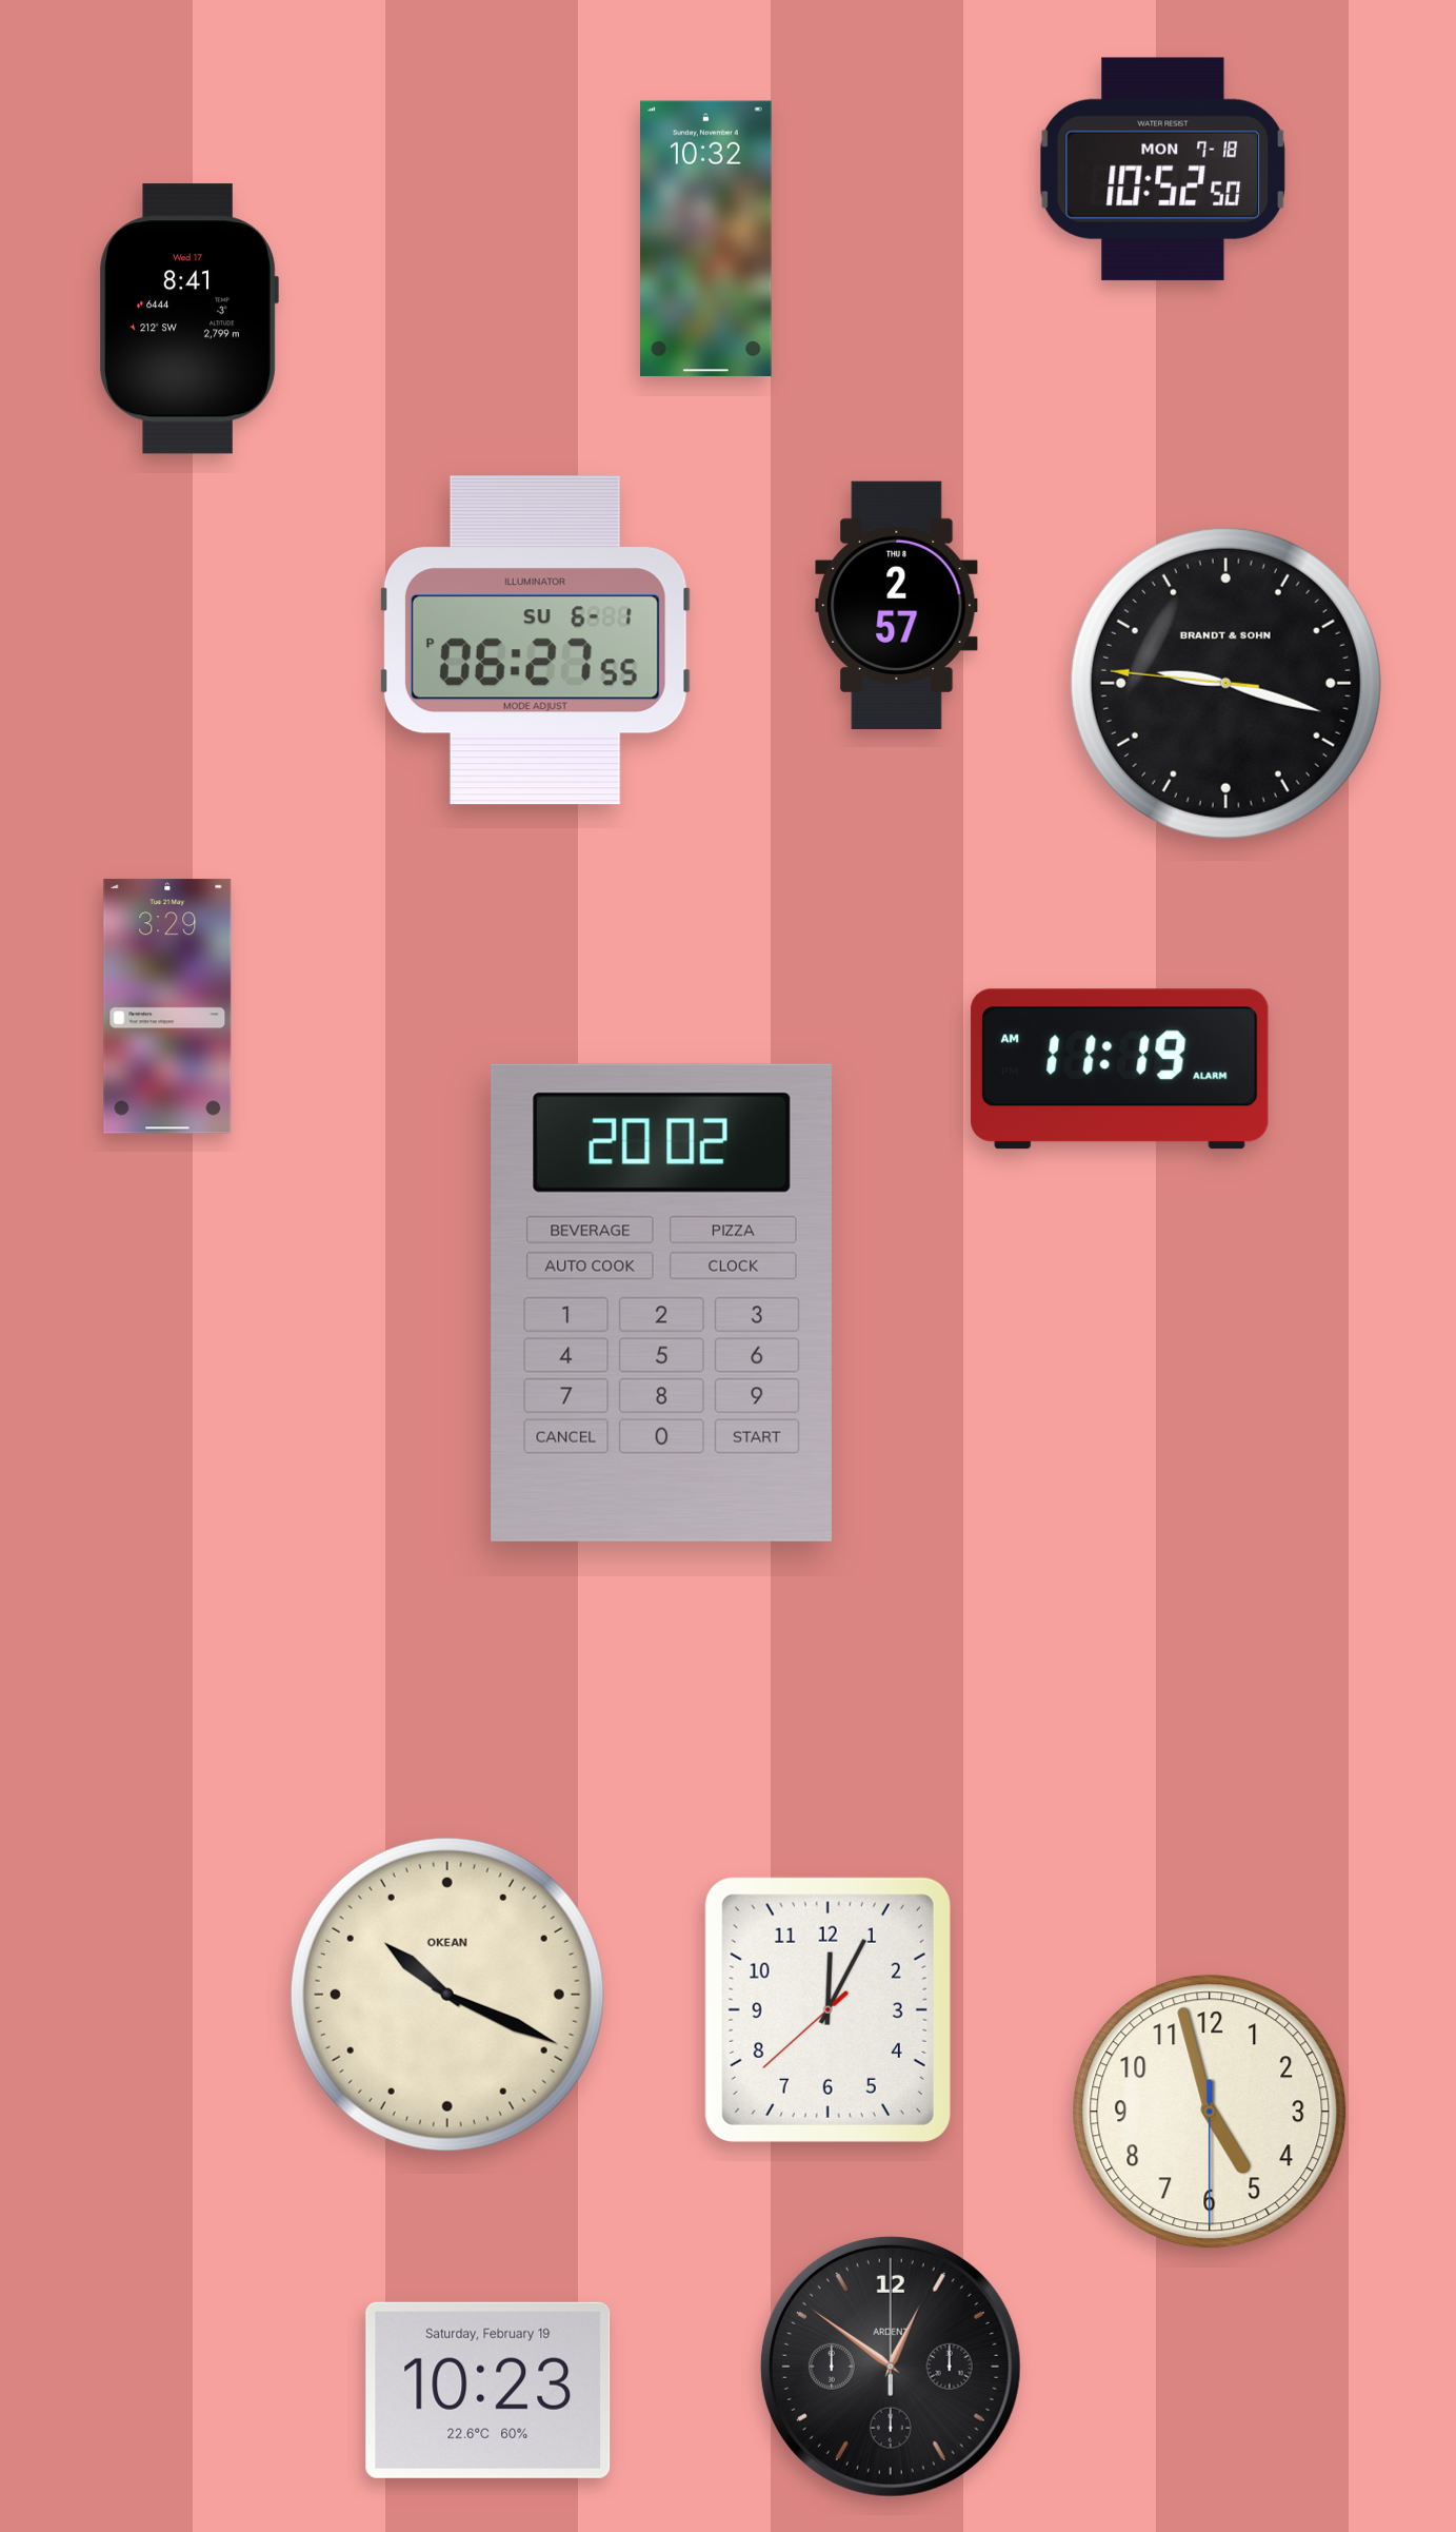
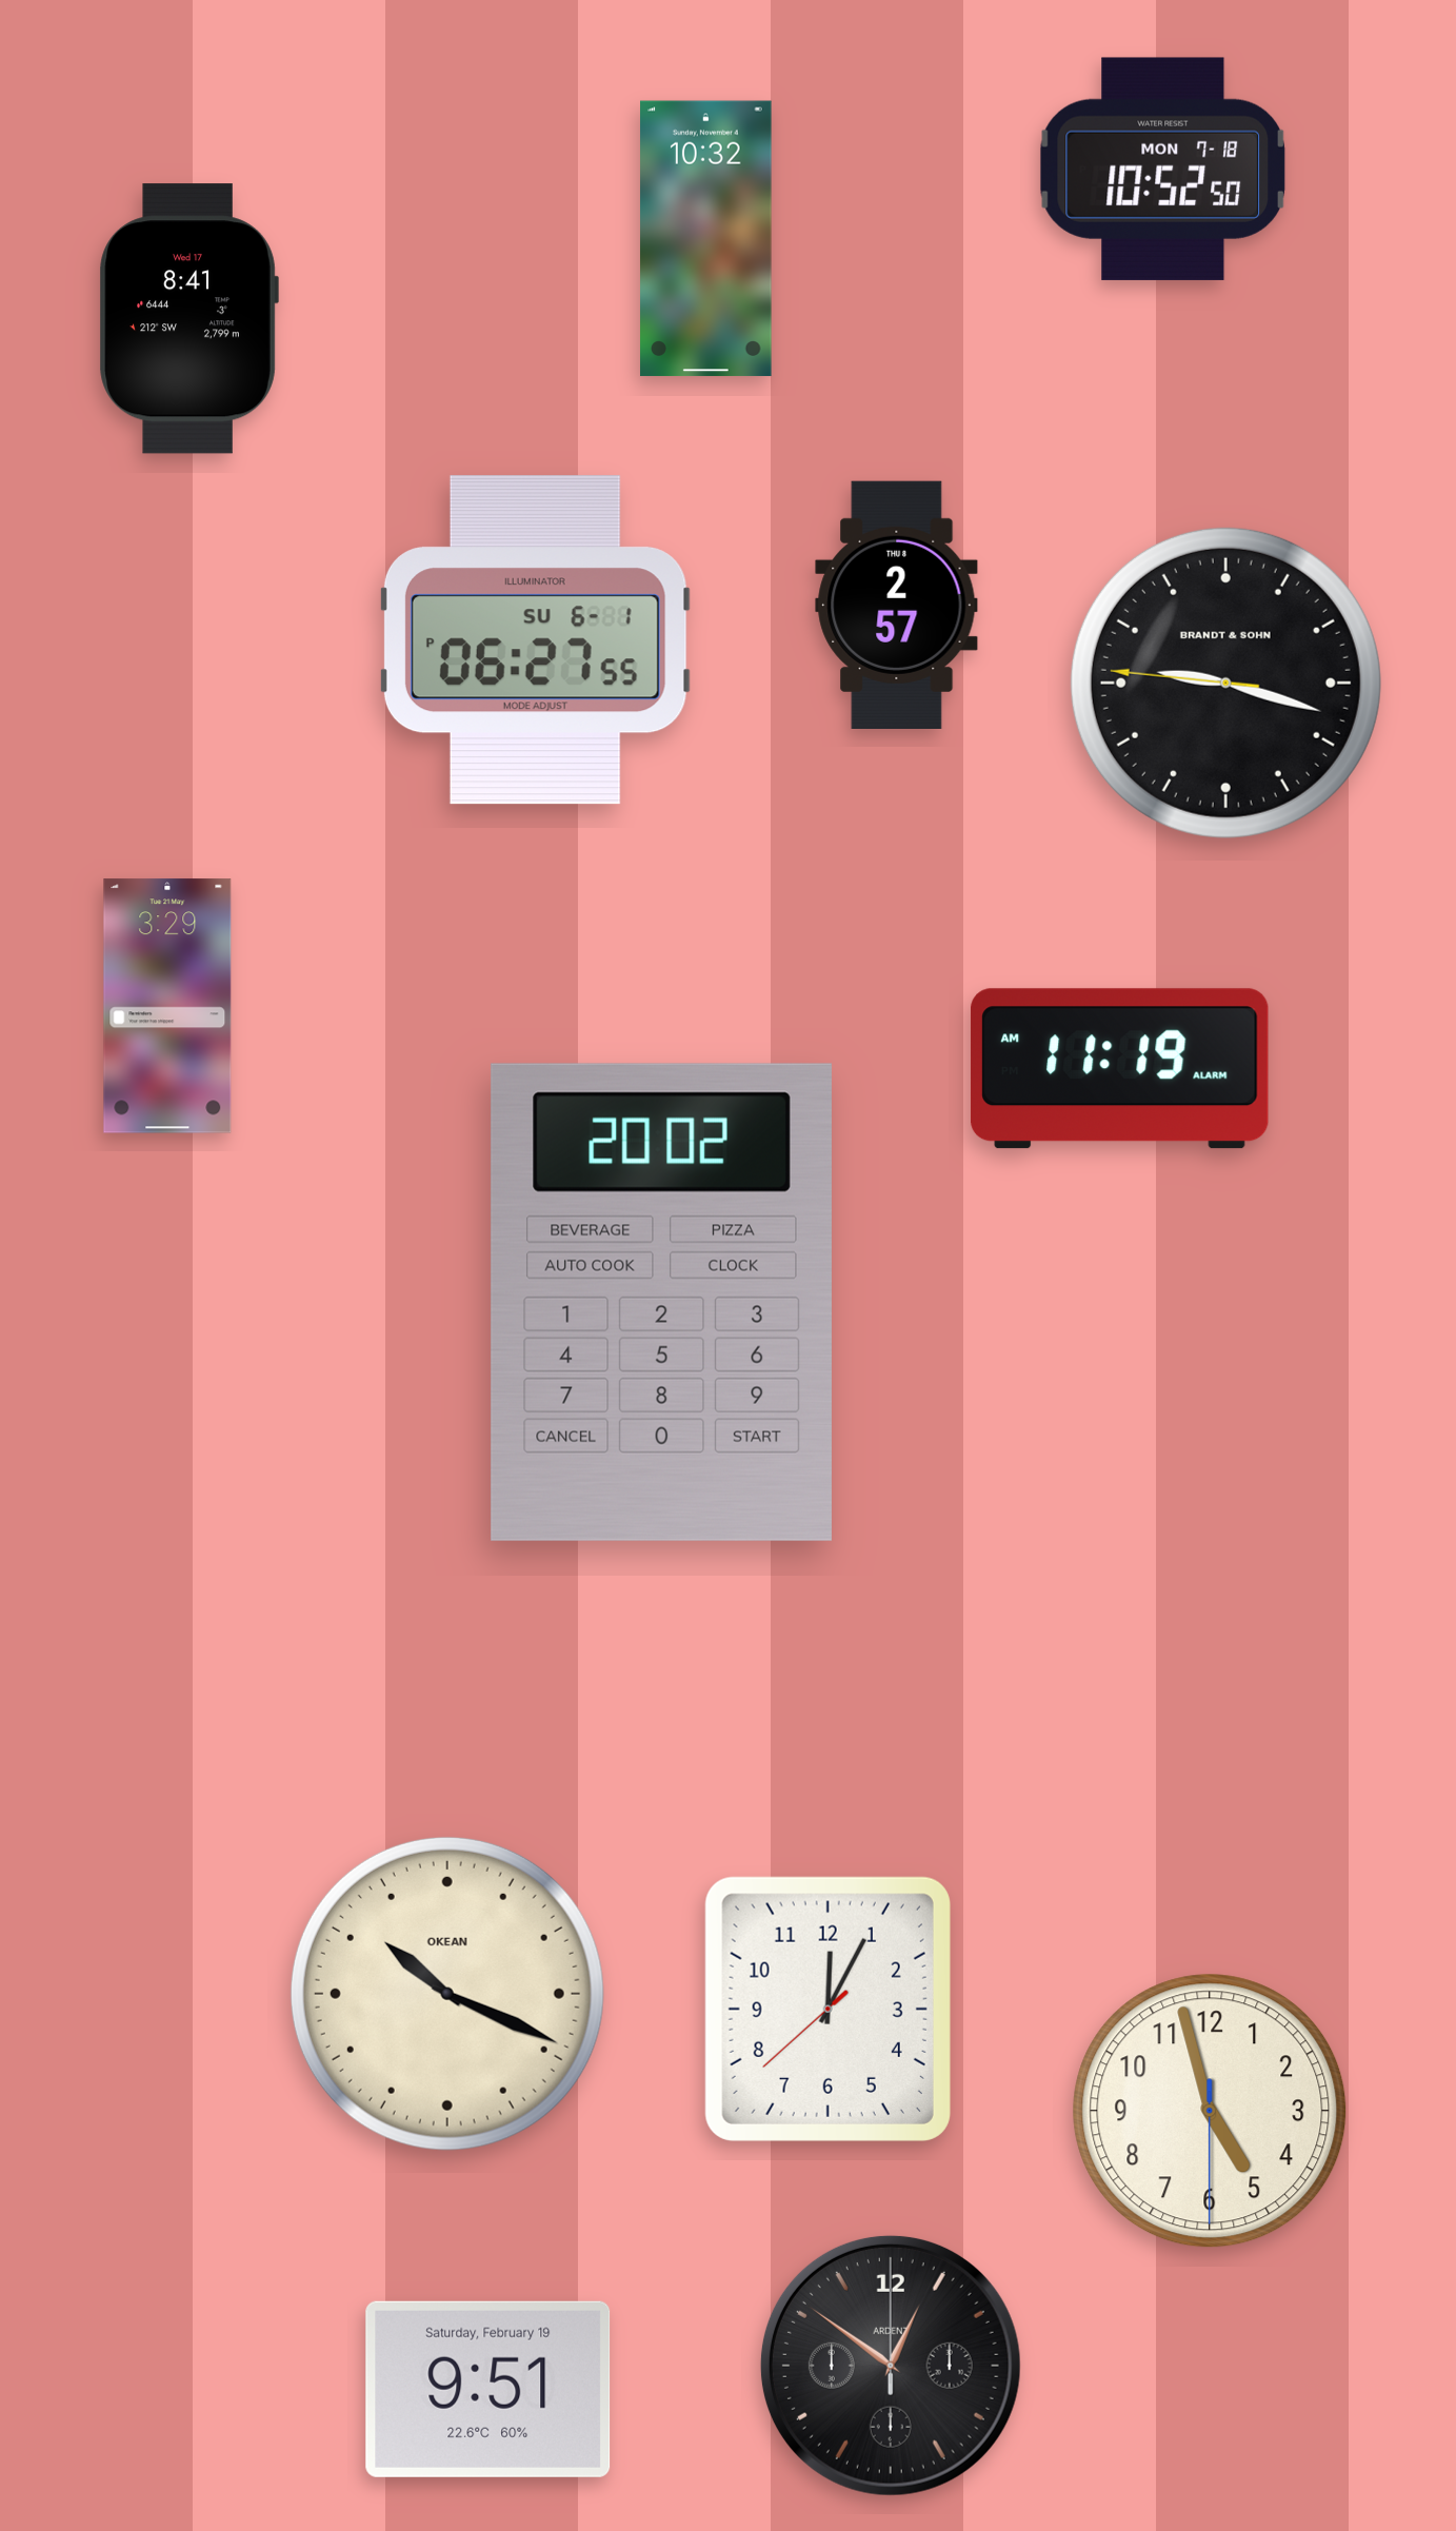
clock at (488, 2390): 10:23 -> 9:51
